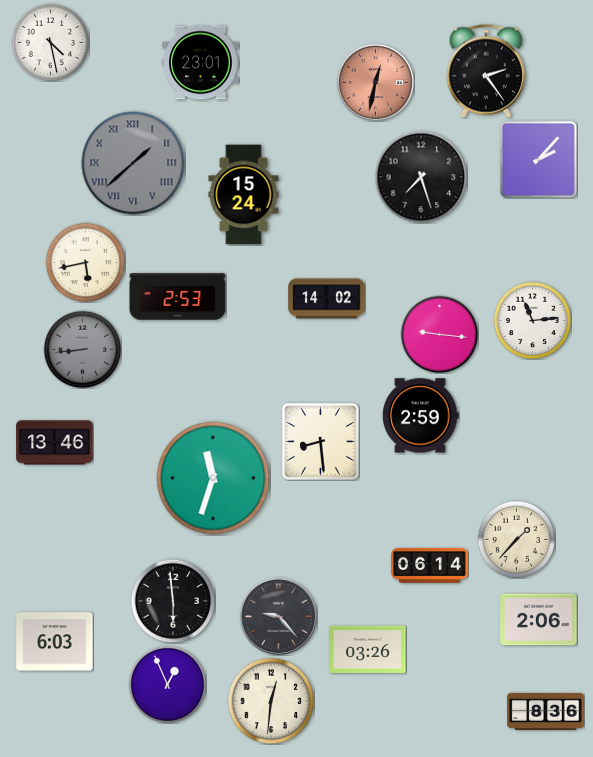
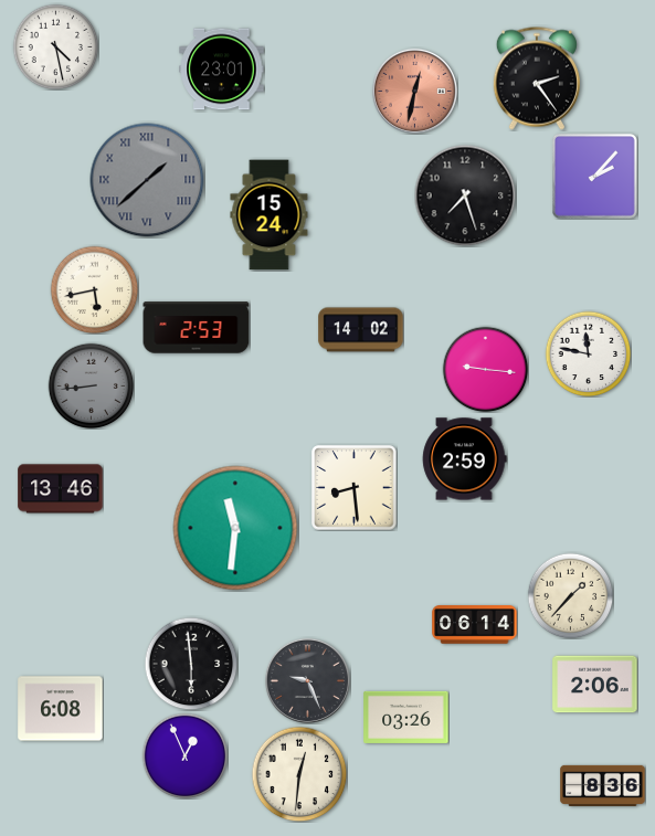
clock at (532, 320): 11:14 -> 11:47
clock at (213, 478): 11:33 -> 11:31
clock at (278, 616): 9:23 -> 9:26
clock at (55, 642): 6:03 -> 6:08
